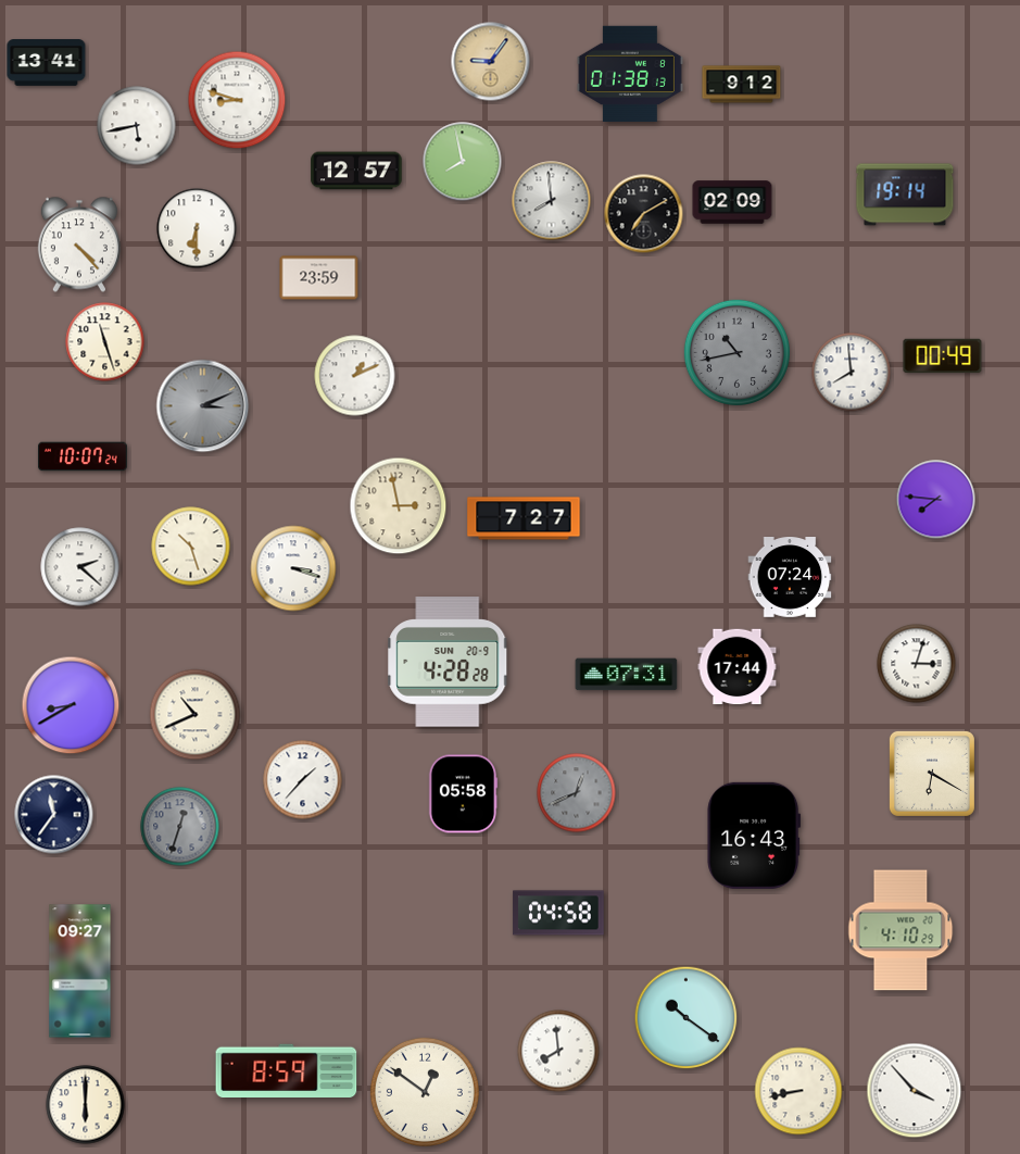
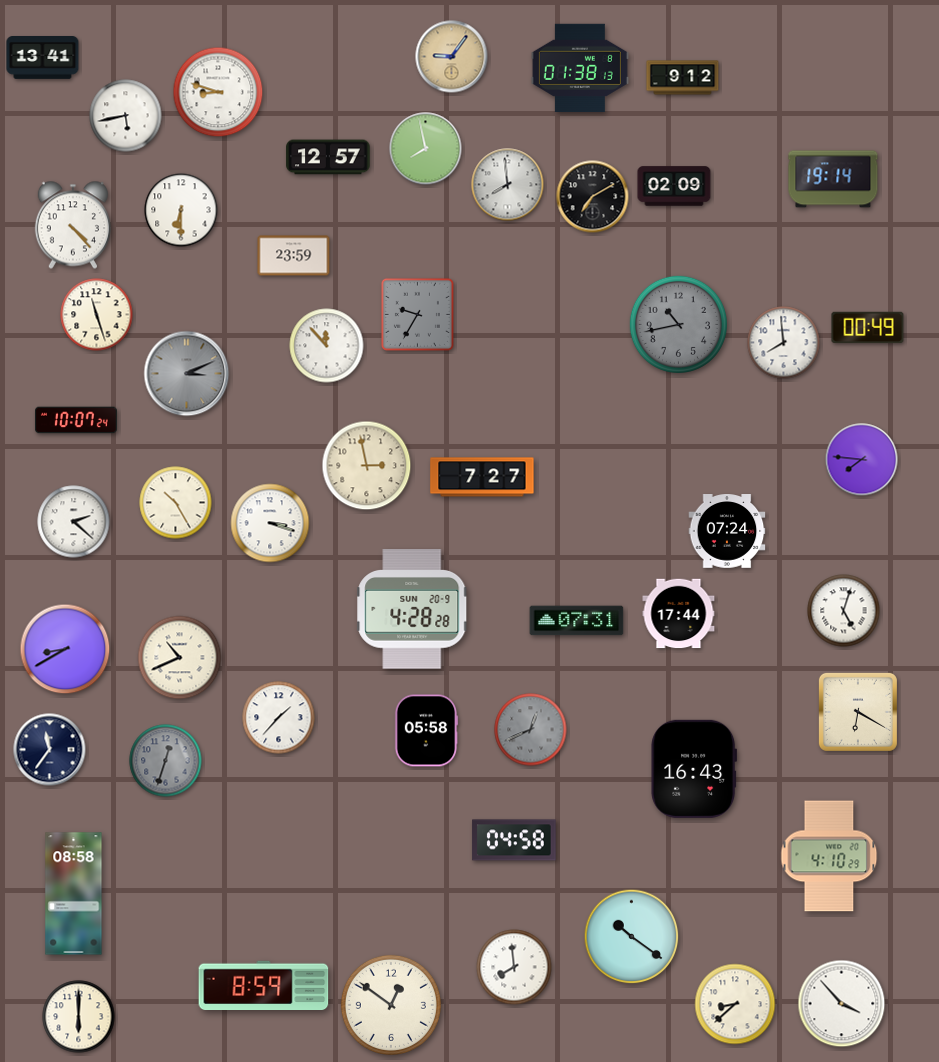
clock at (417, 314): none -> 9:35
clock at (355, 376): 1:11 -> 11:53
clock at (191, 547): 10:27 -> 10:25
clock at (917, 664): 3:03 -> 5:03
clock at (80, 971): 09:27 -> 08:58
clock at (798, 1091): 8:43 -> 8:38
